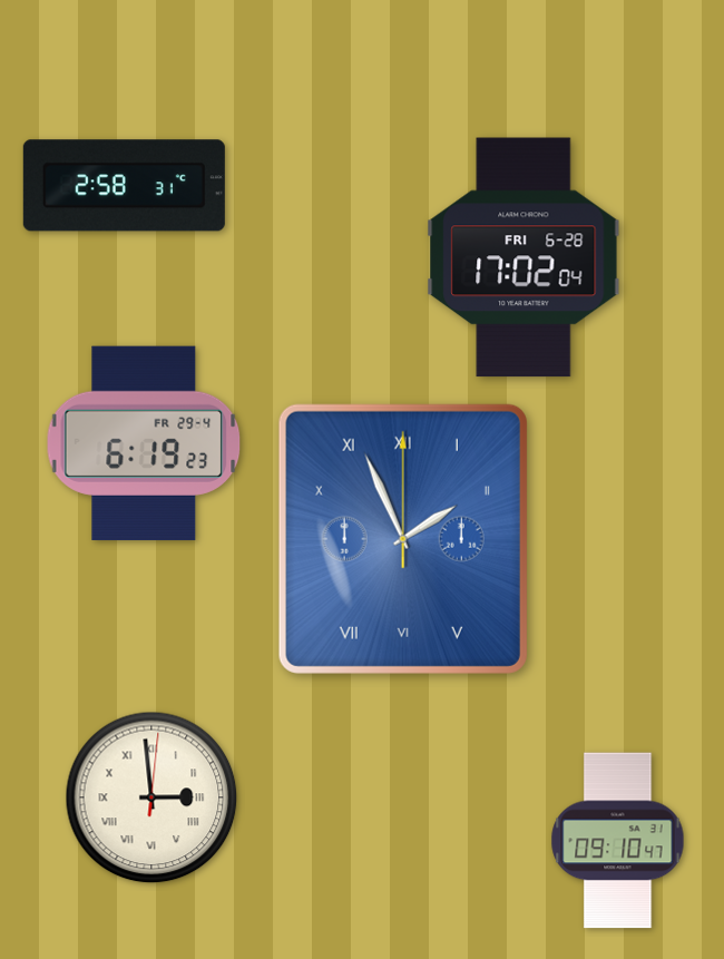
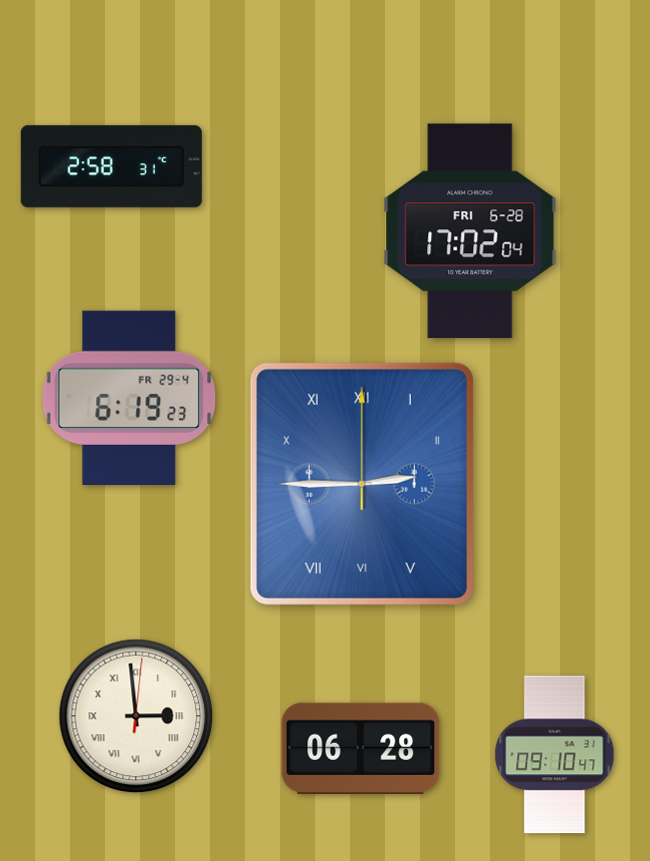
clock at (403, 539): 1:56 -> 2:45
clock at (361, 748): none -> 06:28
